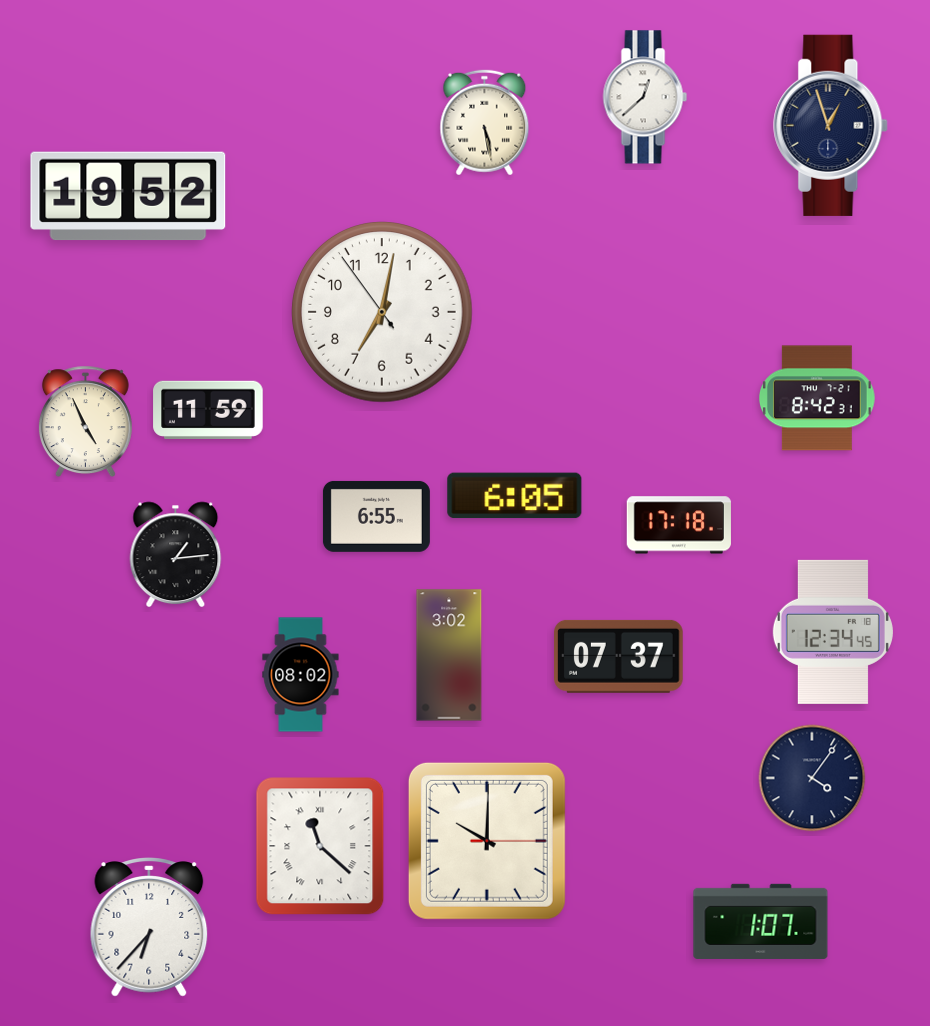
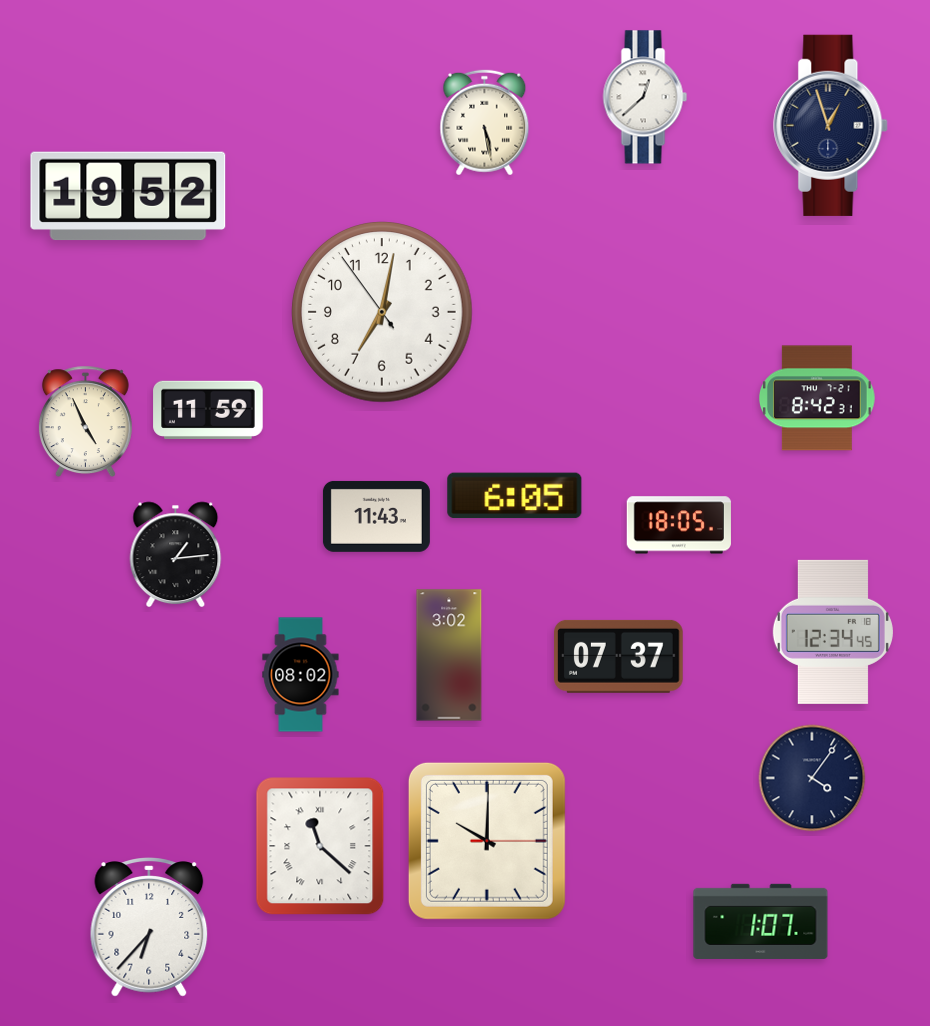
clock at (376, 516): 6:55 -> 11:43
clock at (679, 525): 17:18 -> 18:05
